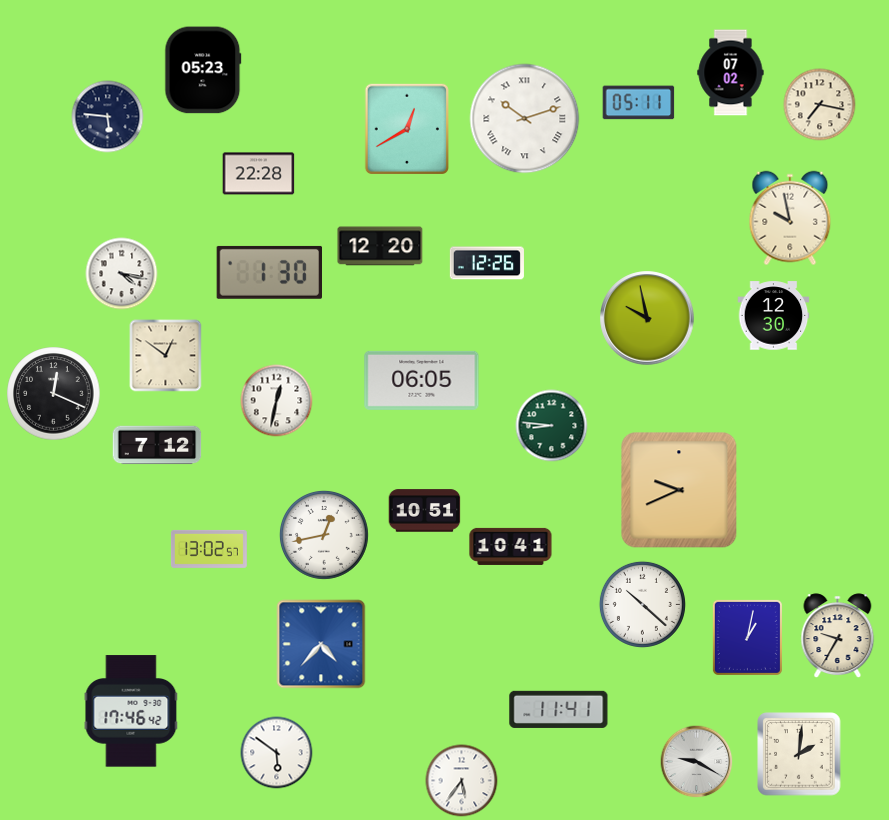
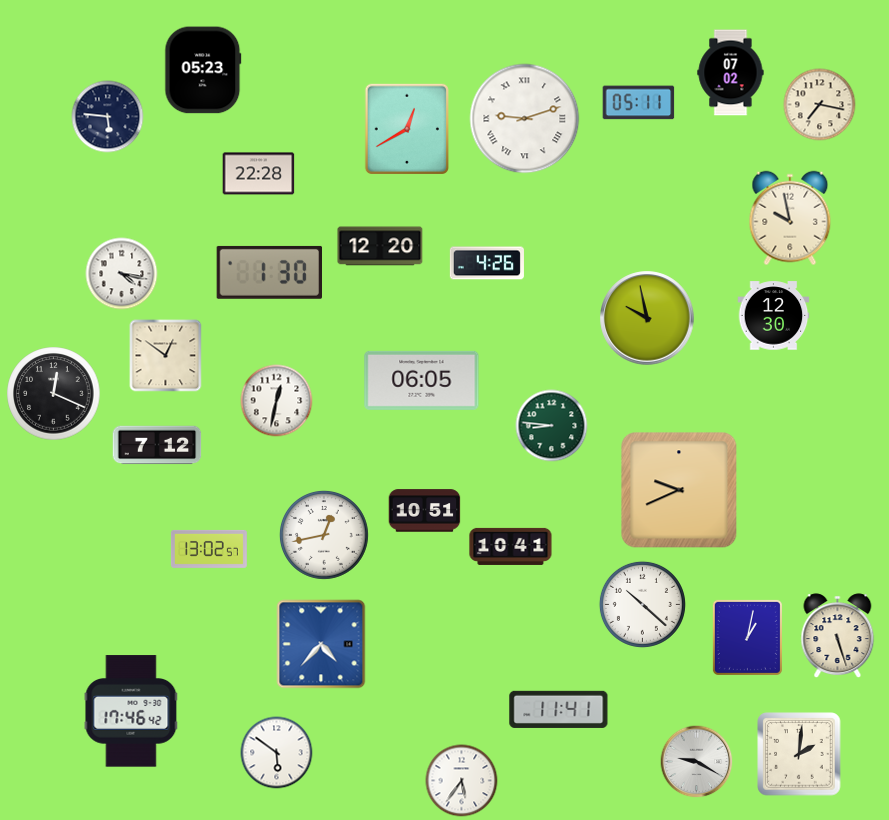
clock at (525, 119): 10:12 -> 9:12
clock at (487, 263): 12:26 -> 4:26
clock at (838, 635): 9:35 -> 5:27
